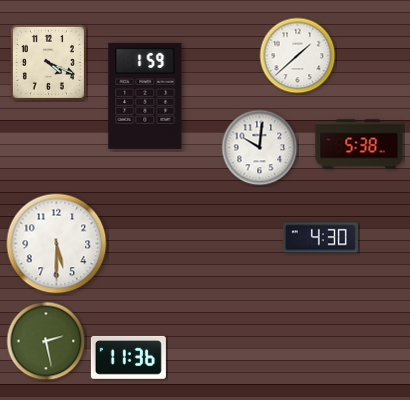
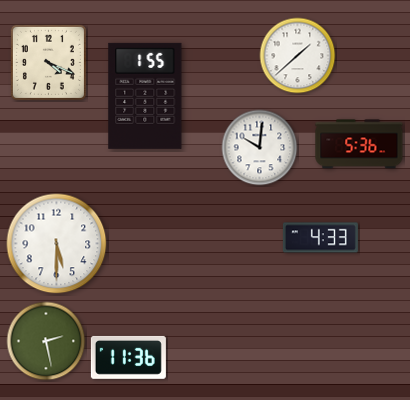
clock at (145, 96): 1:59 -> 1:55
clock at (359, 144): 5:38 -> 5:36
clock at (320, 238): 4:30 -> 4:33
